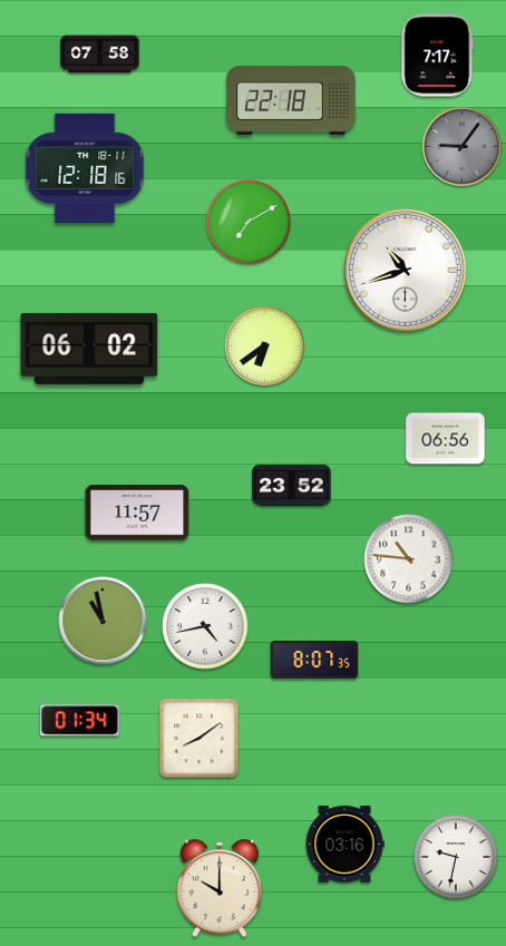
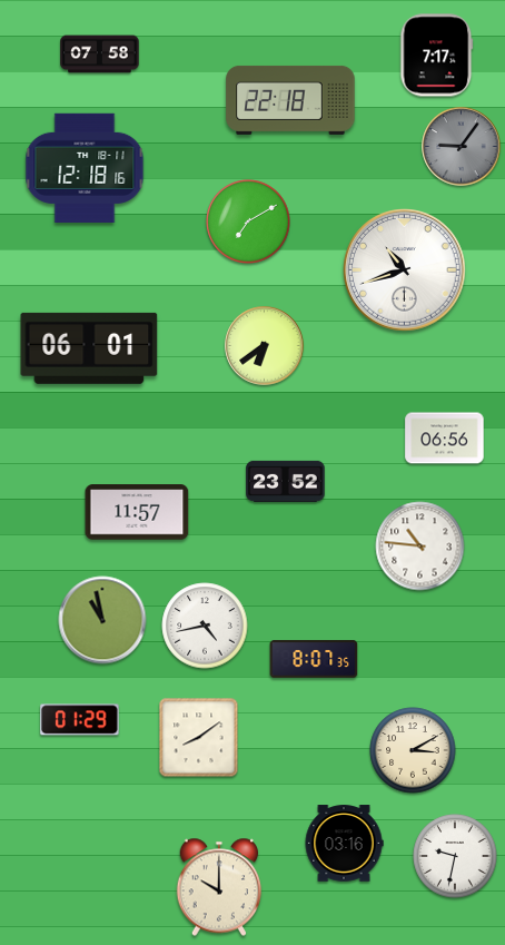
clock at (89, 349): 06:02 -> 06:01
clock at (292, 485) position: (292, 485) -> (286, 481)
clock at (409, 559) position: (409, 559) -> (420, 547)
clock at (80, 721): 01:34 -> 01:29
clock at (413, 750): none -> 3:10
